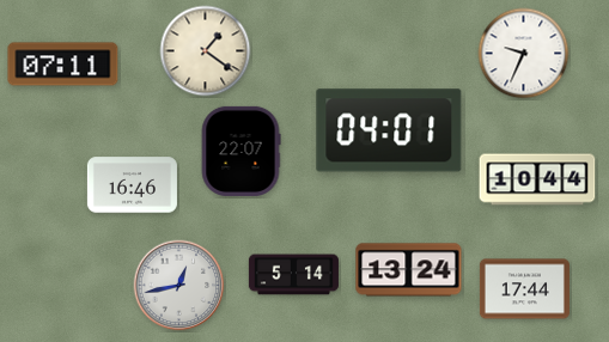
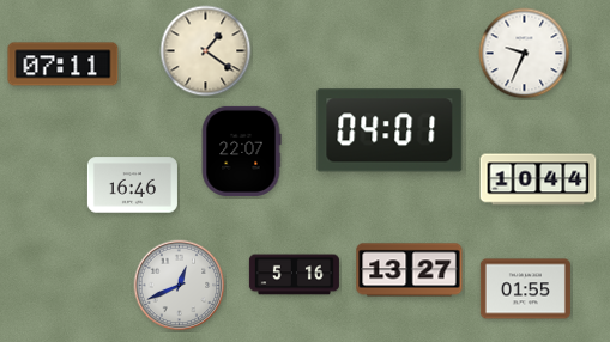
clock at (409, 270): 13:24 -> 13:27
clock at (293, 275): 5:14 -> 5:16
clock at (179, 286): 12:43 -> 12:41
clock at (524, 289): 17:44 -> 01:55
